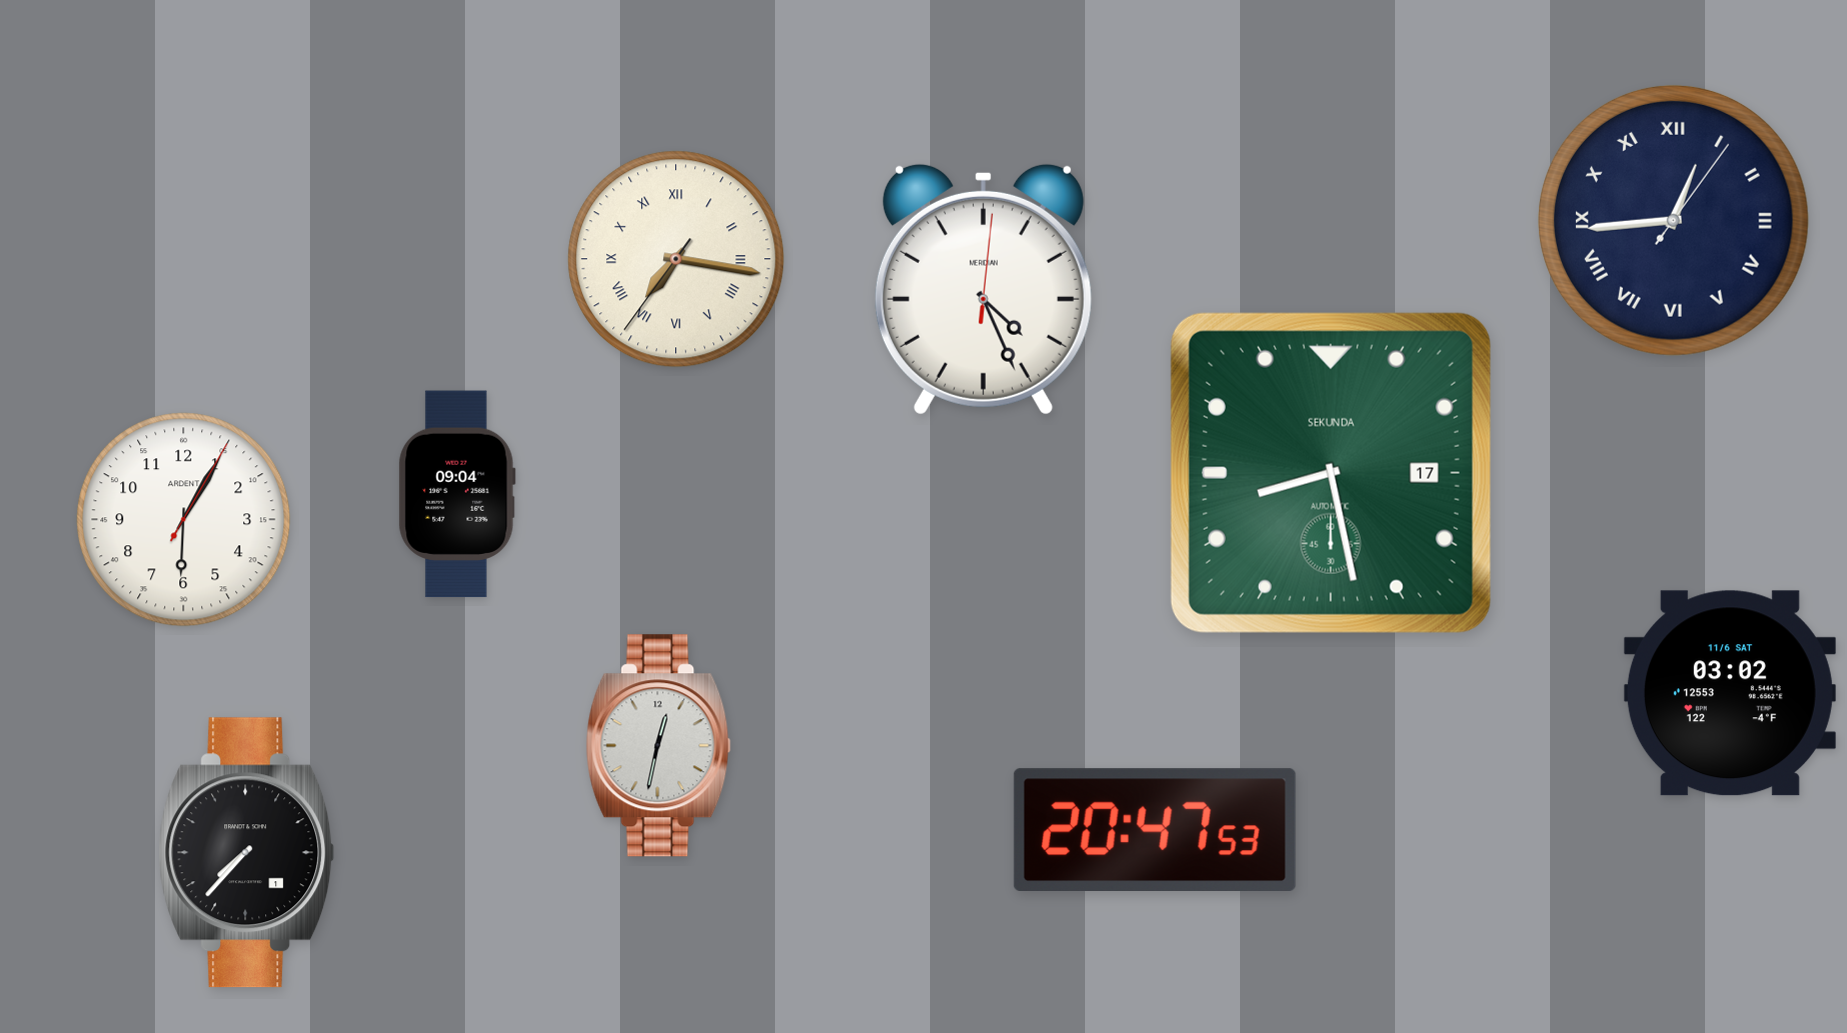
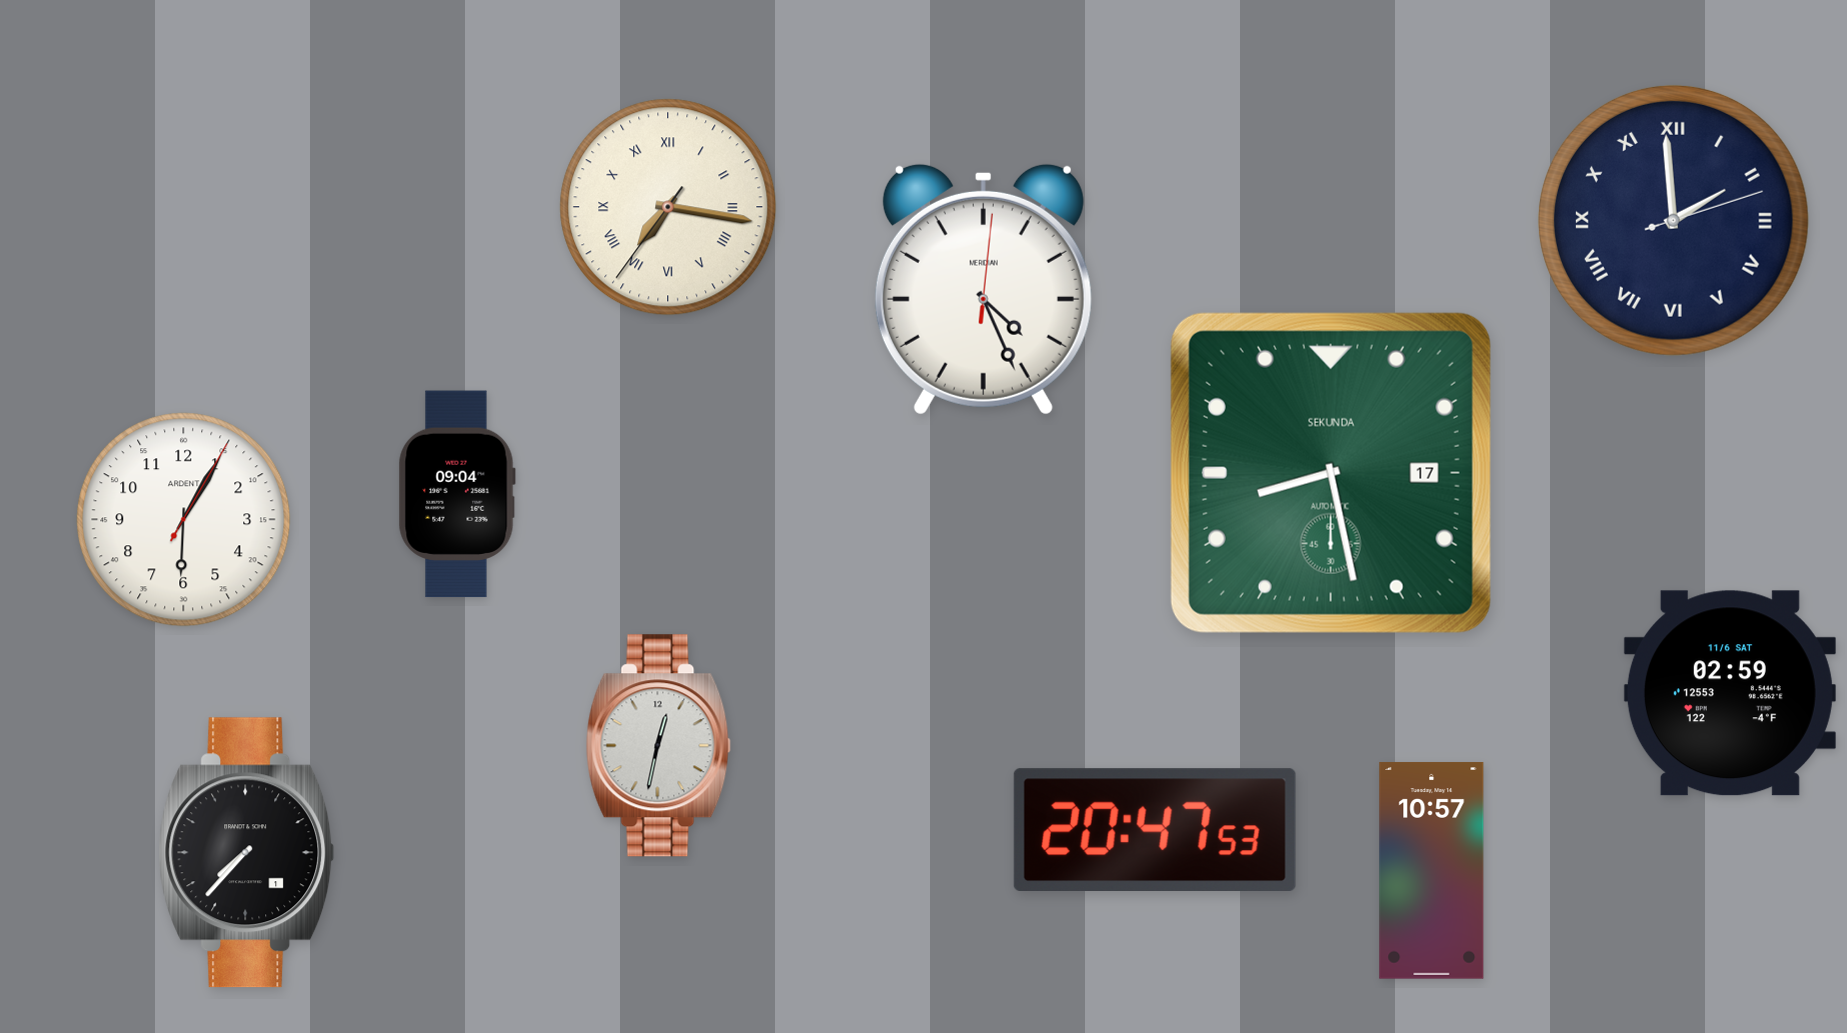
clock at (1673, 220): 12:44 -> 1:59
clock at (676, 259) position: (676, 259) -> (668, 207)
clock at (1730, 693): 03:02 -> 02:59
clock at (1432, 871): none -> 10:57
